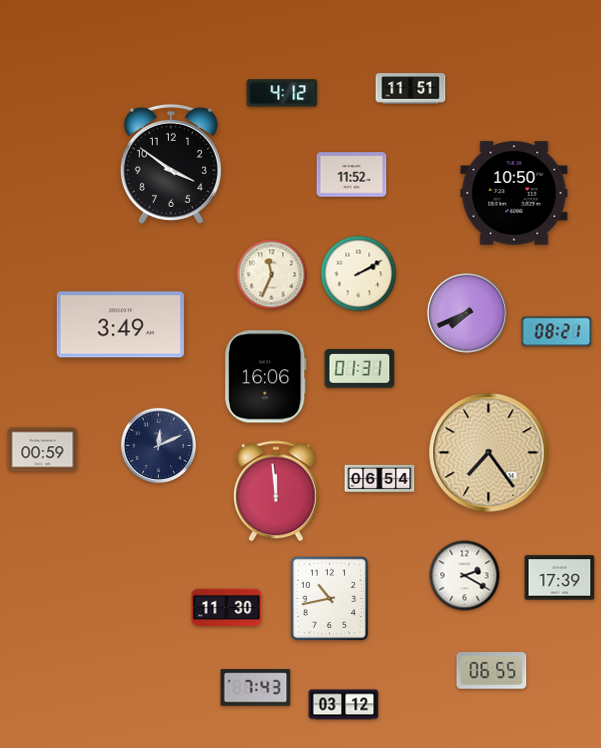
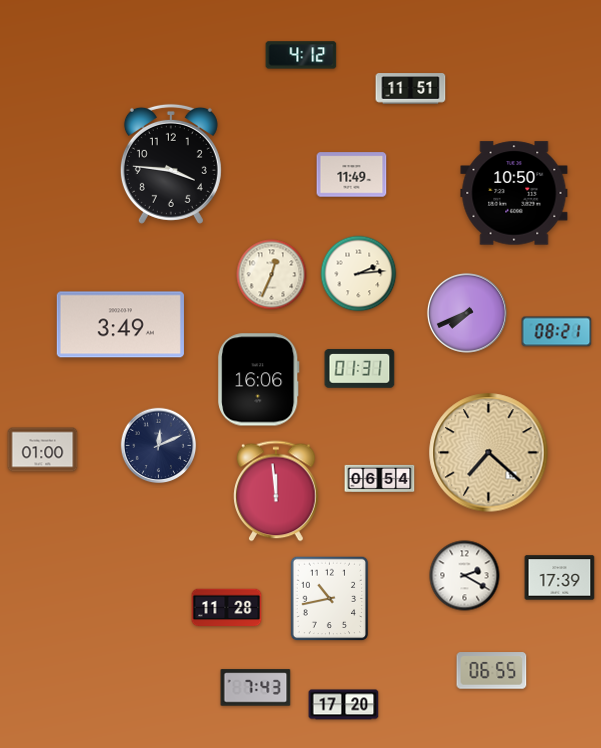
clock at (282, 93) position: (282, 93) -> (301, 55)
clock at (171, 164): 3:51 -> 3:46
clock at (352, 175): 11:52 -> 11:49
clock at (359, 274): 2:10 -> 2:14
clock at (272, 275): 11:34 -> 12:34
clock at (266, 377) position: (266, 377) -> (259, 380)
clock at (43, 450): 00:59 -> 01:00
clock at (489, 453): 7:24 -> 7:22
clock at (227, 608): 11:30 -> 11:28
clock at (344, 705): 03:12 -> 17:20
